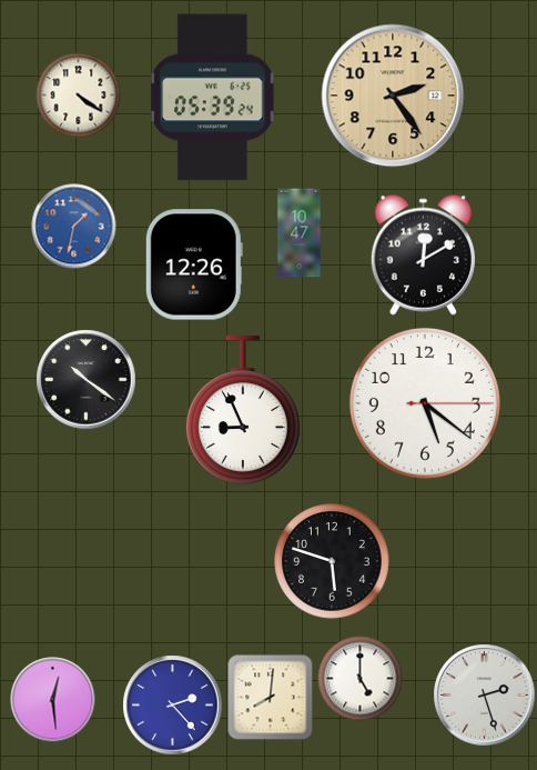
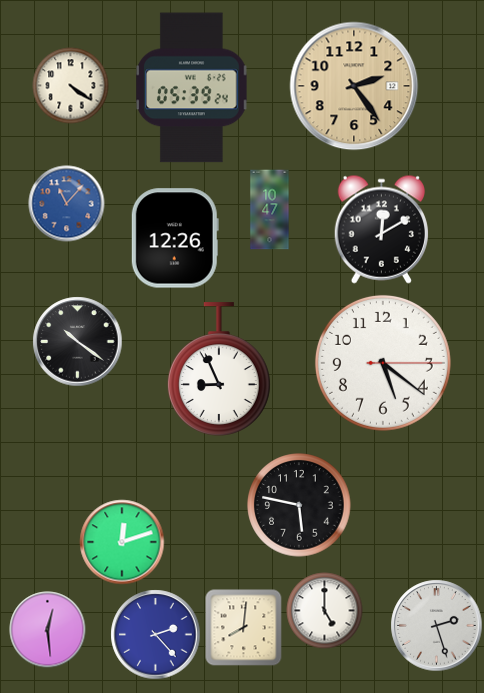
clock at (74, 227): 1:32 -> 11:07
clock at (332, 561): 5:48 -> 5:47
clock at (122, 542): none -> 12:12
